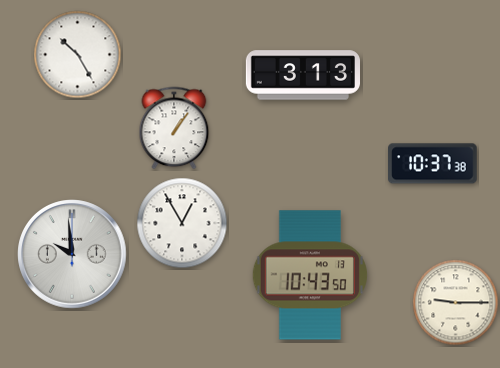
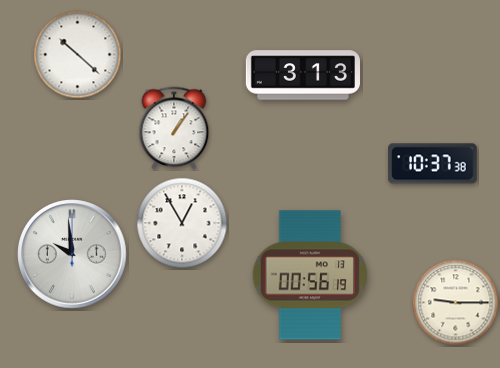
clock at (78, 55): 10:25 -> 10:22
clock at (310, 275): 10:43 -> 00:56
